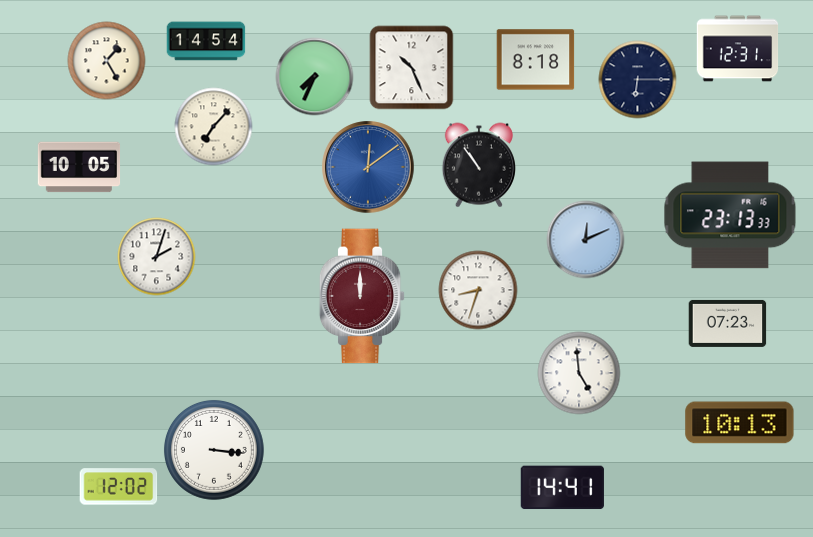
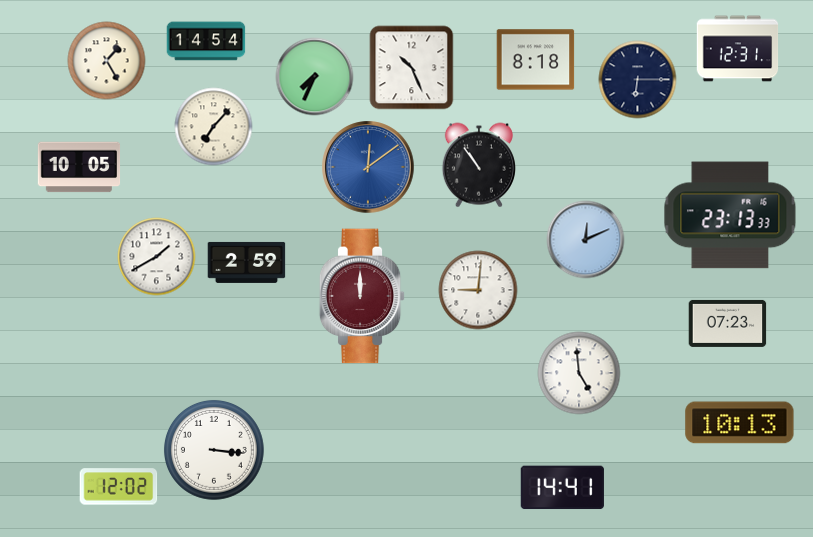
clock at (156, 256): 2:03 -> 1:40
clock at (246, 262): none -> 2:59
clock at (478, 290): 8:33 -> 9:01
